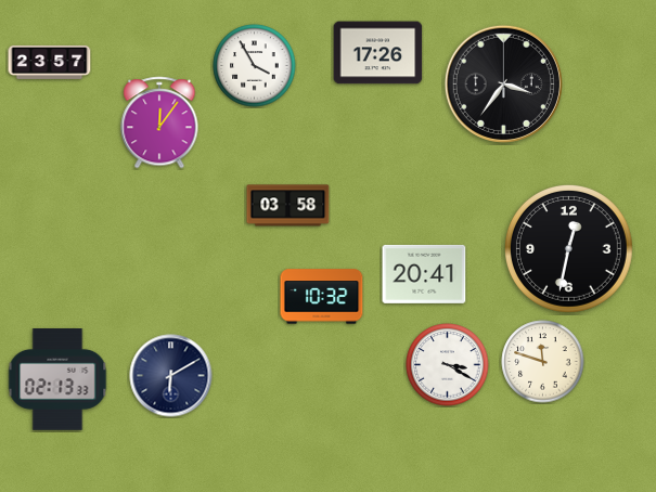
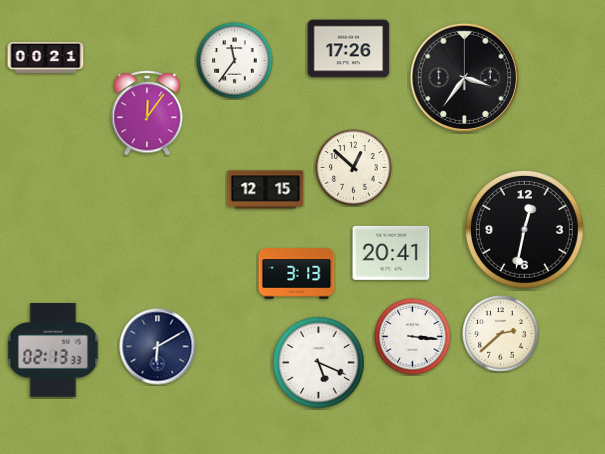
clock at (50, 62): 23:57 -> 00:21
clock at (255, 66): 3:55 -> 11:36
clock at (354, 168): none -> 12:52
clock at (288, 206): 03:58 -> 12:15
clock at (322, 297): 10:32 -> 3:13
clock at (543, 362): 11:48 -> 2:38
clock at (448, 365): 3:20 -> 3:16
clock at (319, 363): none -> 5:19
